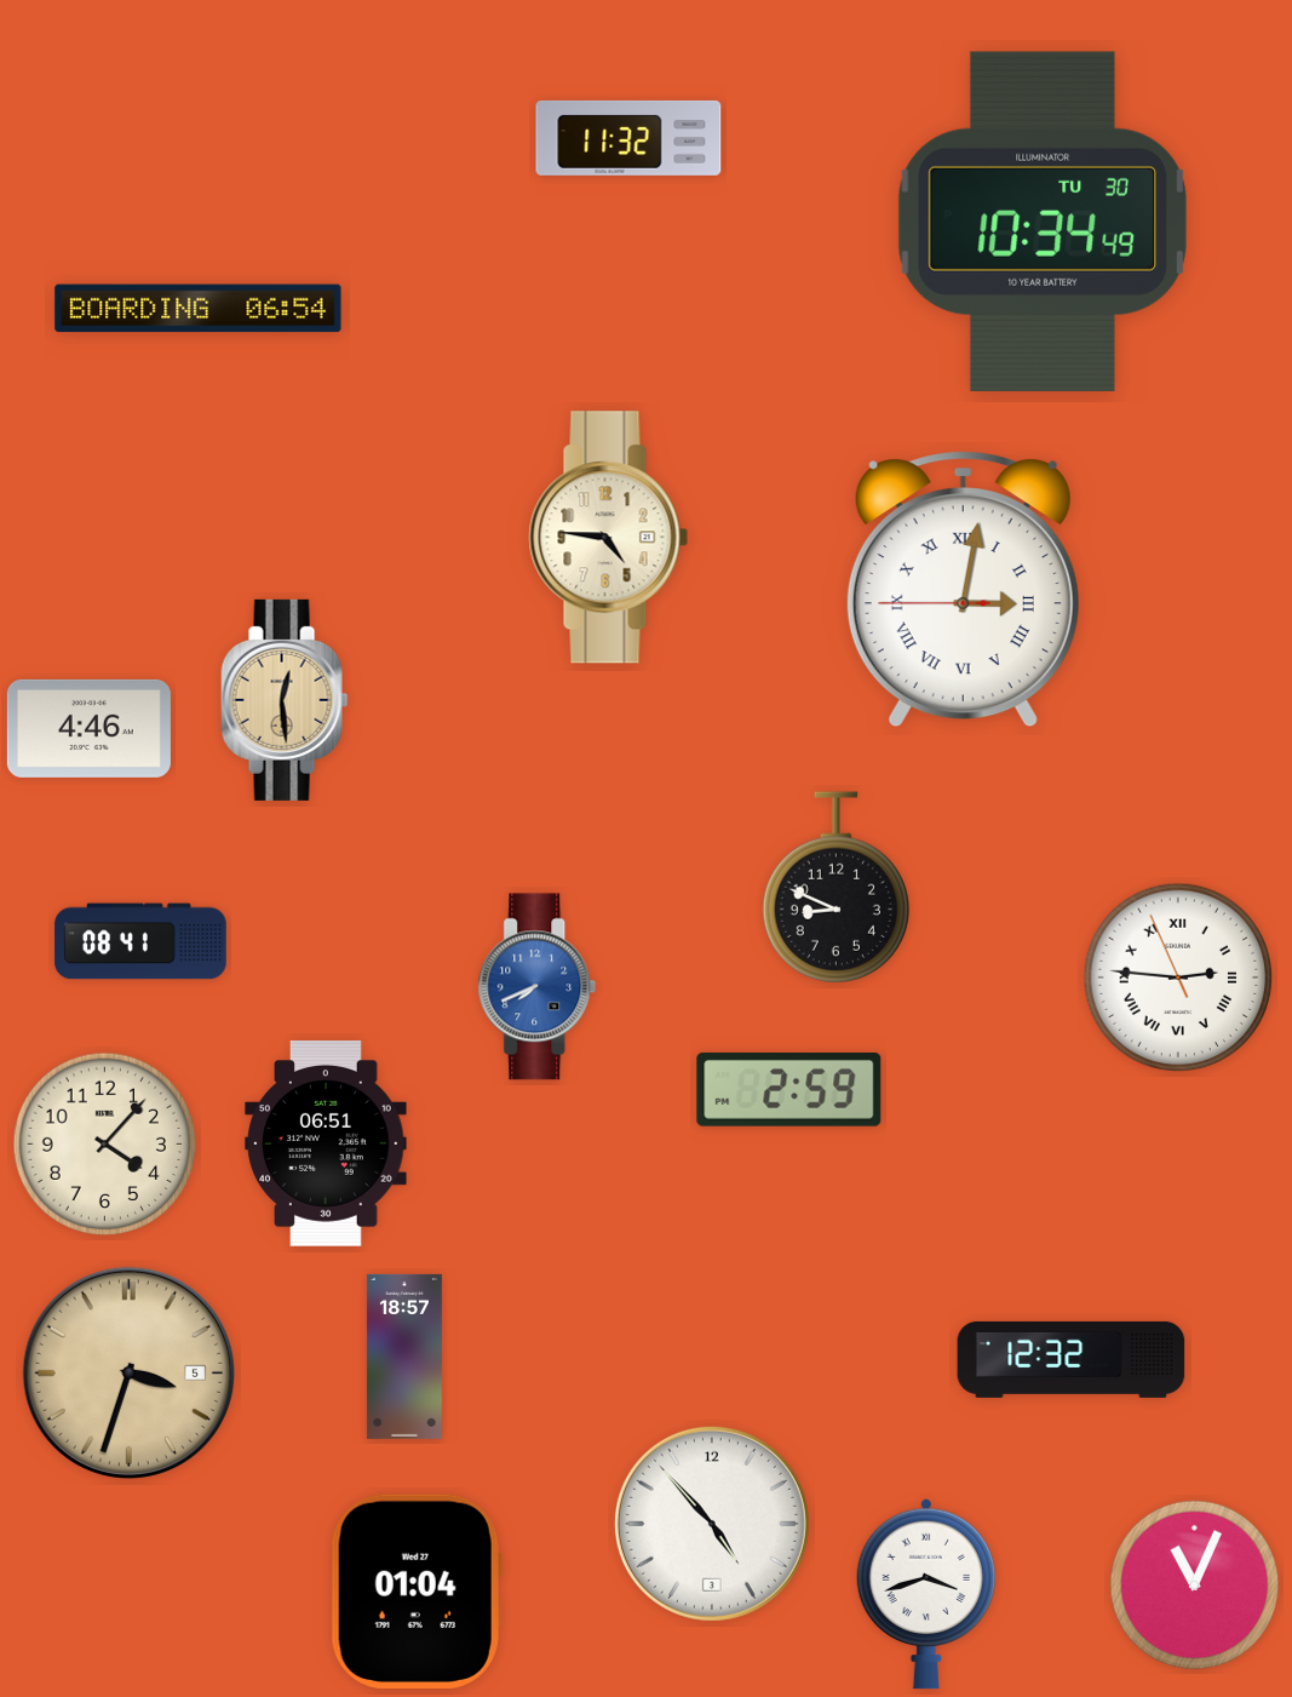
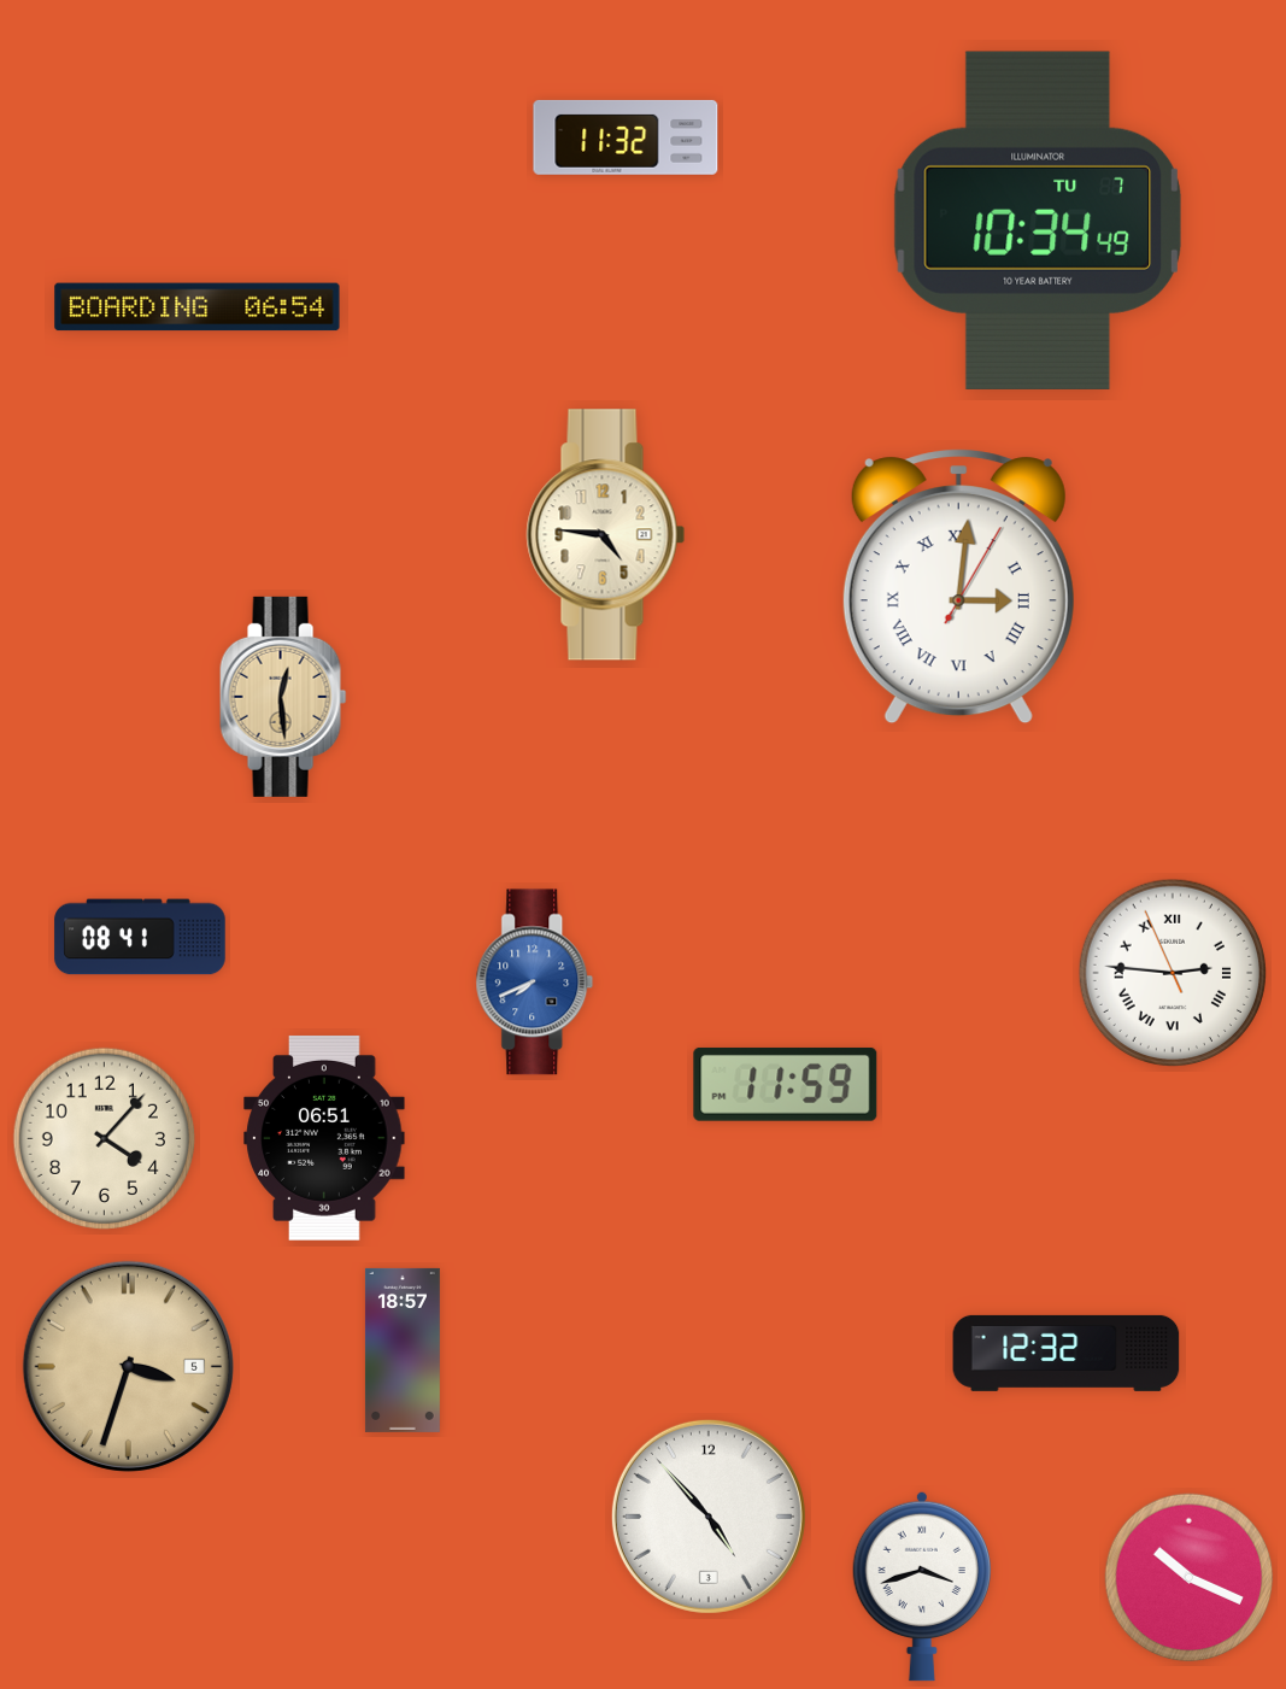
clock at (1043, 222) date: TU 30 -> TU 7
clock at (963, 590): 3:01:45 -> 3:01:05
clock at (88, 728): 4:46 -> none
clock at (836, 888): 8:49 -> none
clock at (789, 1089): 2:59 -> 11:59
clock at (1195, 1586): 11:04 -> 10:19
clock at (417, 1592): 01:04 -> none
